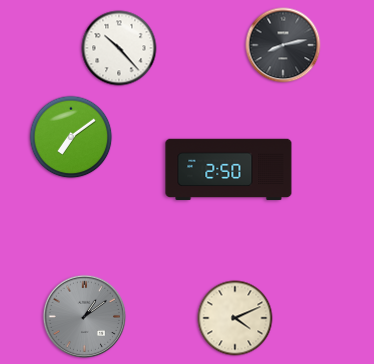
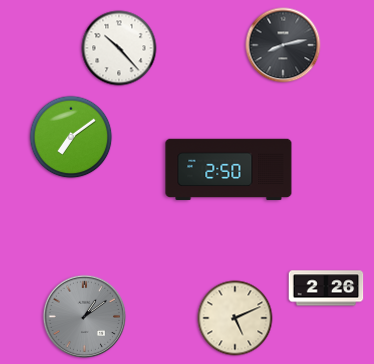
clock at (326, 288): none -> 2:26
clock at (235, 318): 4:11 -> 5:11
